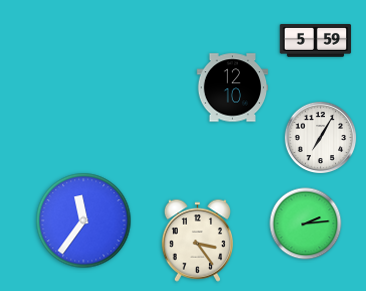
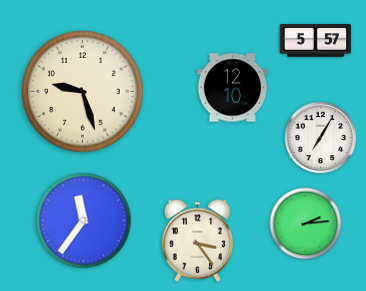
clock at (316, 41): 5:59 -> 5:57
clock at (83, 92): none -> 9:27
